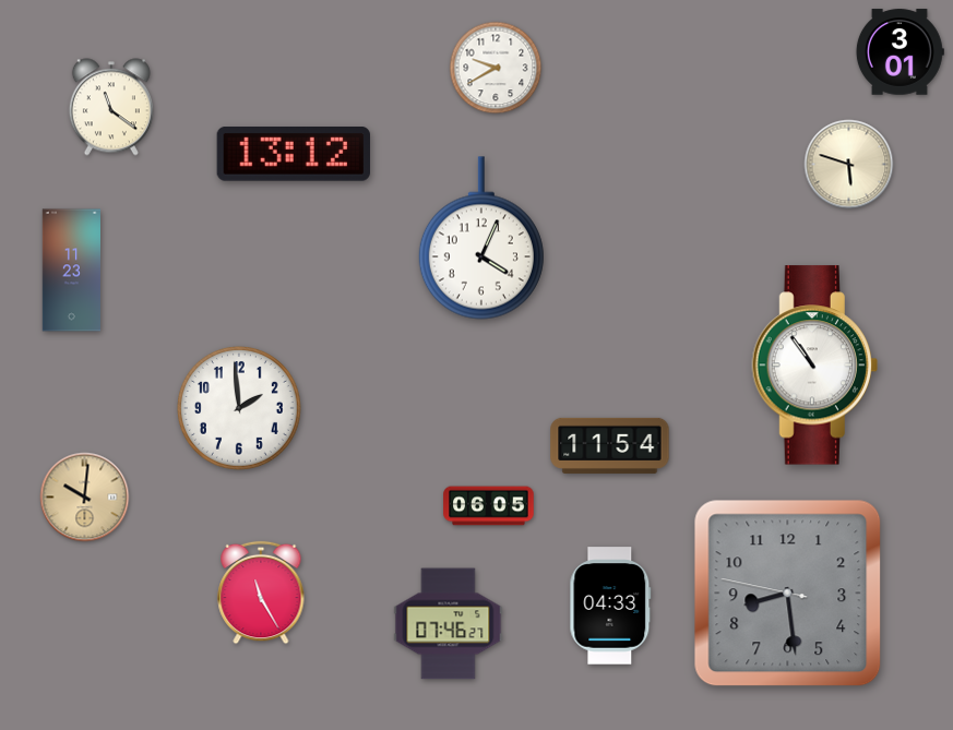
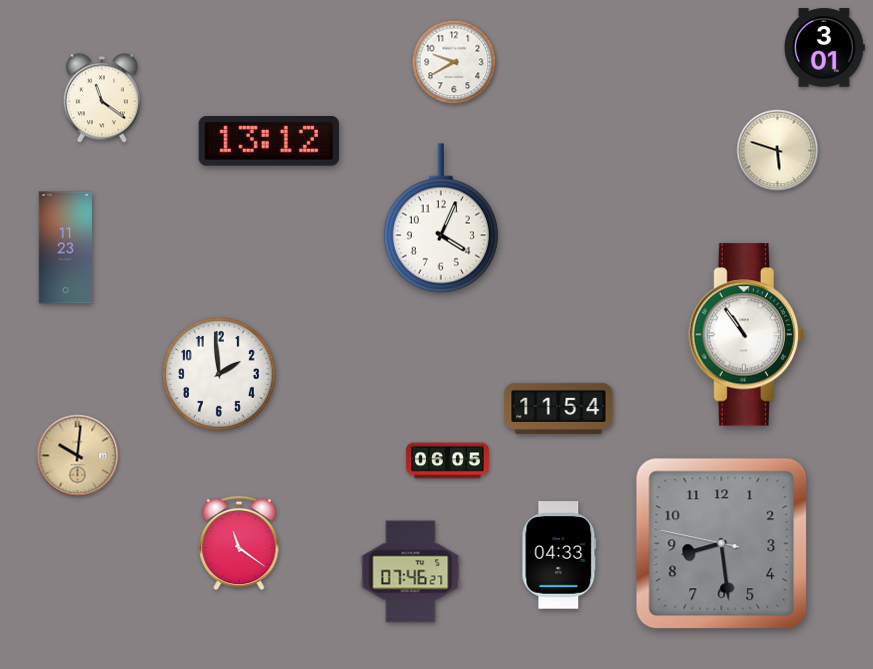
clock at (489, 506) position: (489, 506) -> (448, 461)
clock at (261, 593): 11:25 -> 11:21
